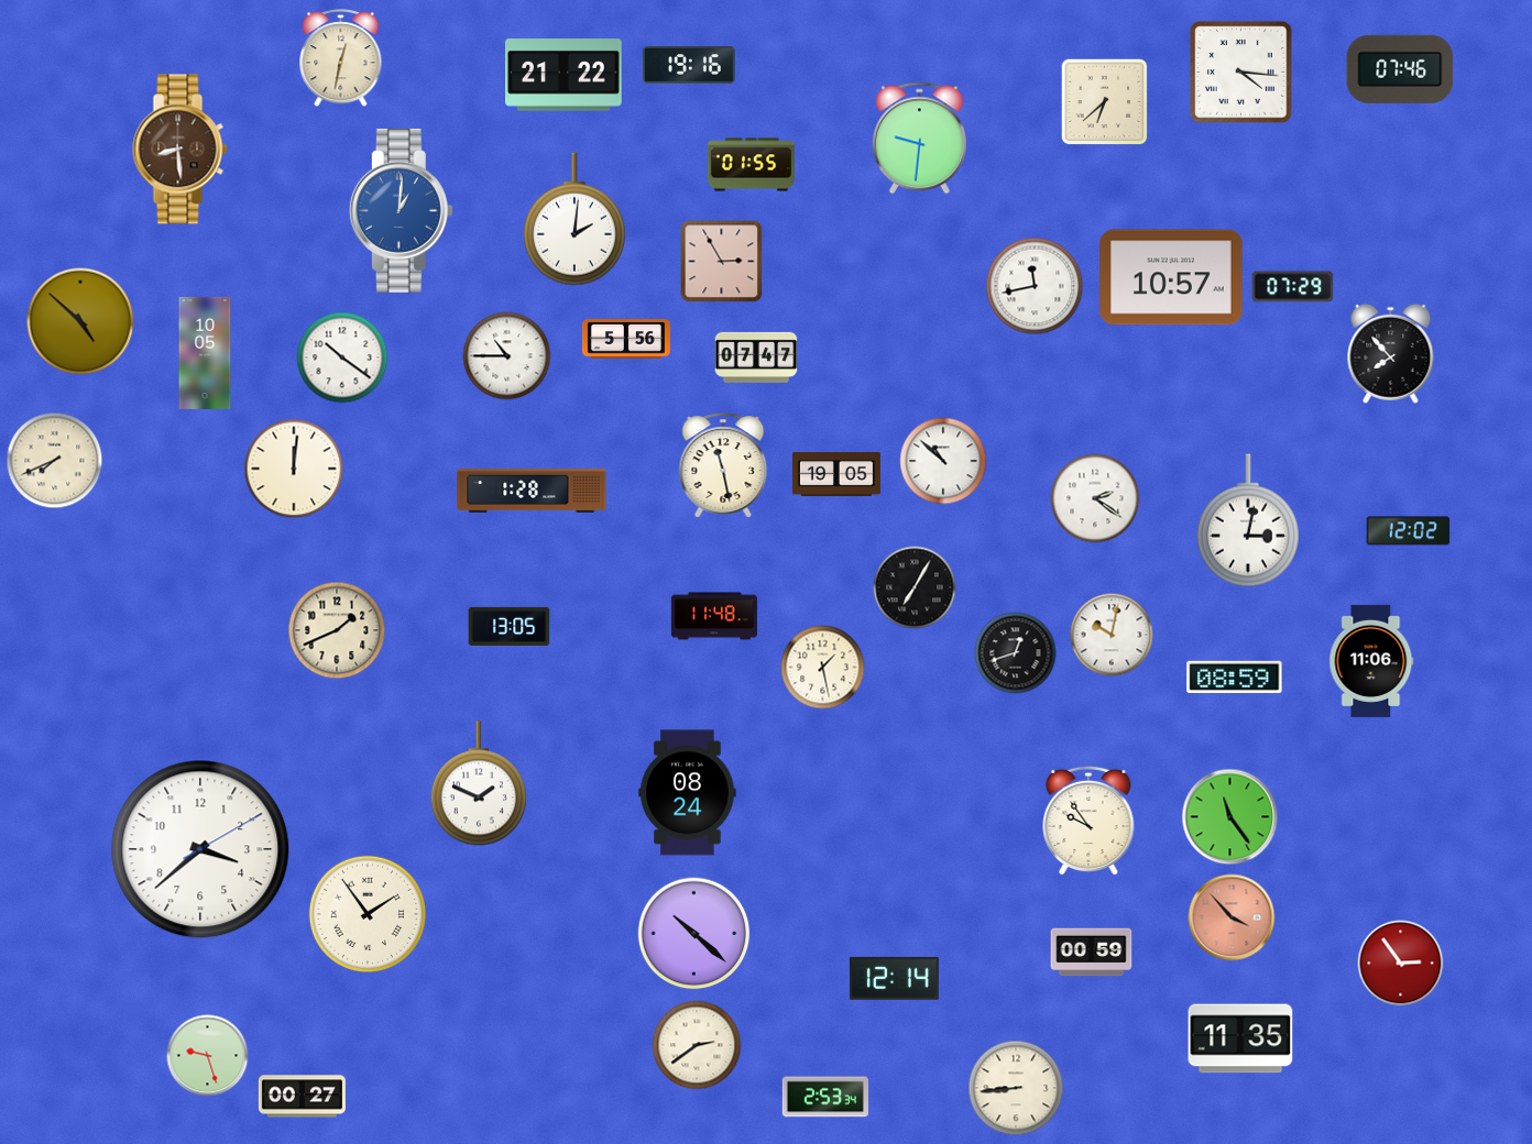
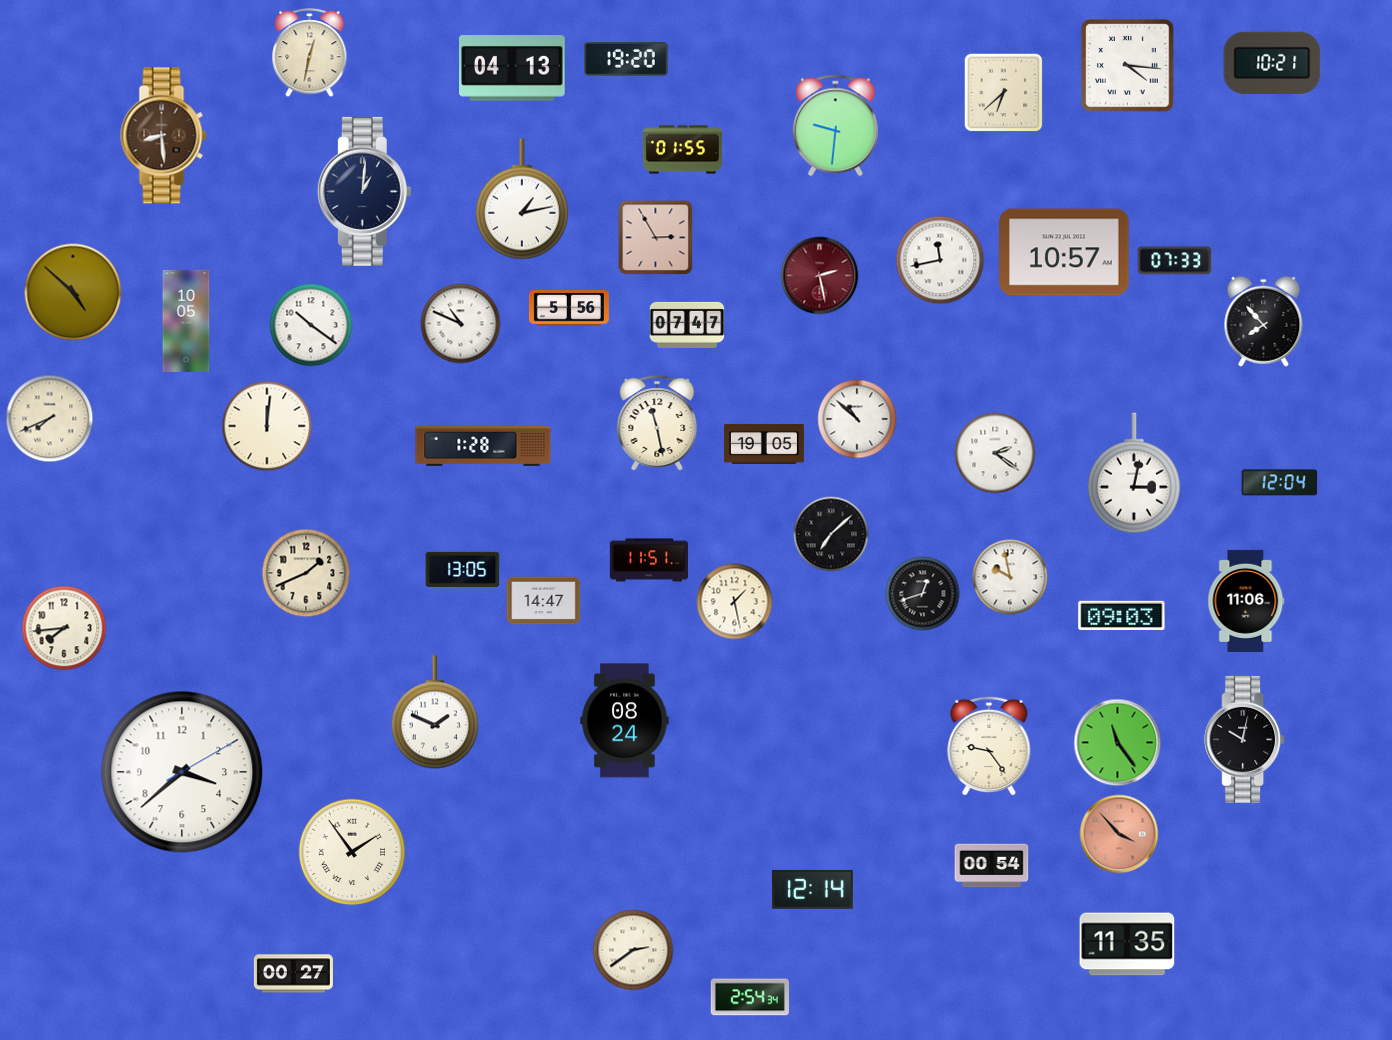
clock at (689, 65): 19:16 -> 19:20
clock at (1400, 69): 07:46 -> 10:21
clock at (563, 76): 21:22 -> 04:13
clock at (401, 210) dial: blue -> navy
clock at (574, 219): 2:01 -> 1:13
clock at (1293, 287): 07:29 -> 07:33
clock at (820, 276): none -> 2:28
clock at (507, 356): 10:45 -> 10:49
clock at (836, 474) position: (836, 474) -> (764, 444)
clock at (1409, 531): 12:02 -> 12:04
clock at (915, 587): 7:05 -> 7:08
clock at (713, 616): 11:48 -> 11:51
clock at (1112, 635): 10:02 -> 9:58
clock at (544, 601): none -> 14:47
clock at (823, 668) position: (823, 668) -> (735, 602)
clock at (1235, 676): 08:59 -> 09:03
clock at (64, 628): none -> 7:44
clock at (1245, 739): none -> 10:02
clock at (1088, 821): 9:54 -> 9:24
clock at (368, 914) position: (368, 914) -> (352, 852)
clock at (694, 934): 10:22 -> none
clock at (1092, 953): 00:59 -> 00:54
clock at (1401, 964): 2:54 -> none
clock at (208, 1056): 9:27 -> none
clock at (1016, 1088): 8:44 -> none
clock at (302, 1097) position: (302, 1097) -> (293, 974)
clock at (825, 1097): 2:53 -> 2:54
